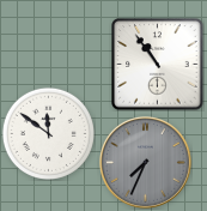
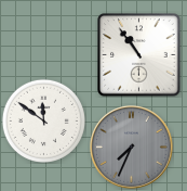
clock at (158, 65) position: (158, 65) -> (139, 55)
